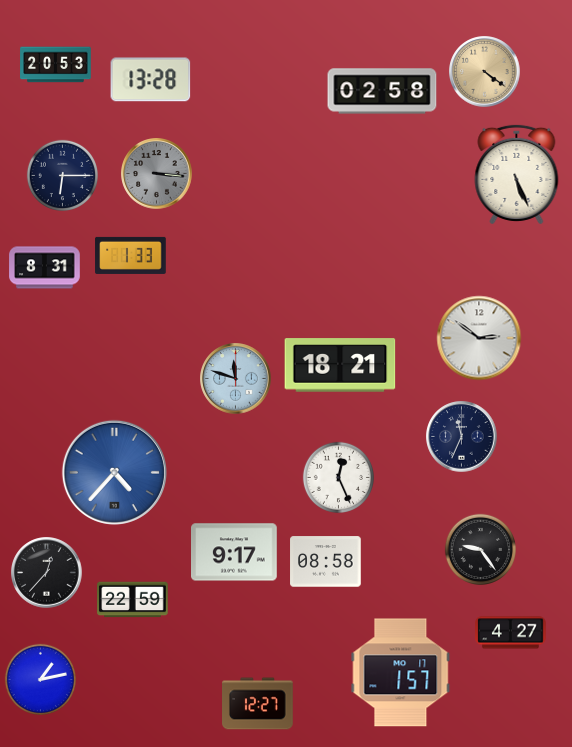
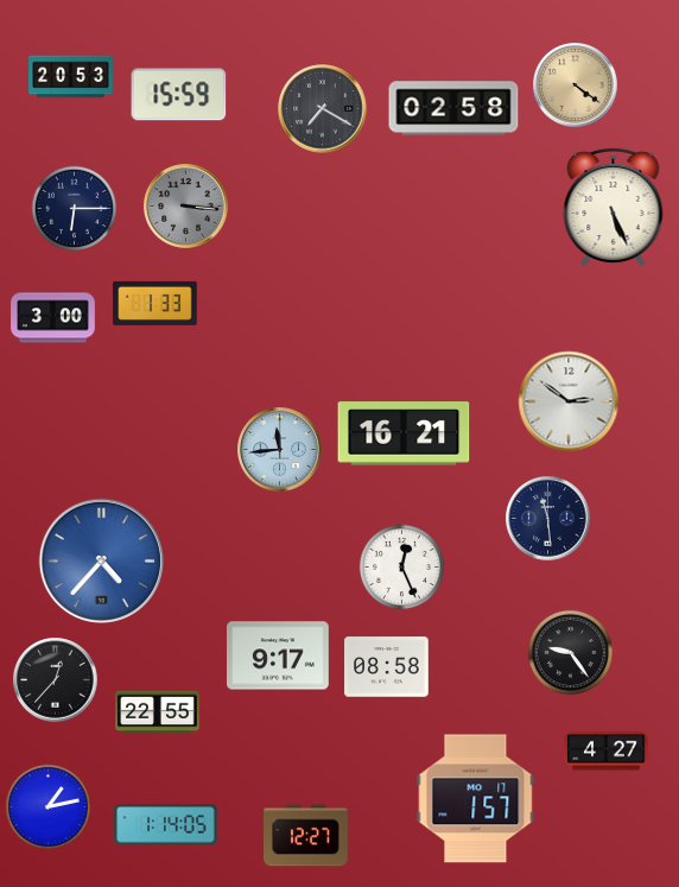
clock at (56, 65) position: (56, 65) -> (71, 77)
clock at (151, 80): 13:28 -> 15:59
clock at (323, 109): none -> 7:20
clock at (45, 268): 8:31 -> 3:00
clock at (340, 365): 18:21 -> 16:21
clock at (236, 379): 11:48 -> 11:44
clock at (462, 437): 11:34 -> 11:29
clock at (114, 472) position: (114, 472) -> (101, 560)
clock at (133, 600): 22:59 -> 22:55
clock at (166, 825): none -> 1:14
